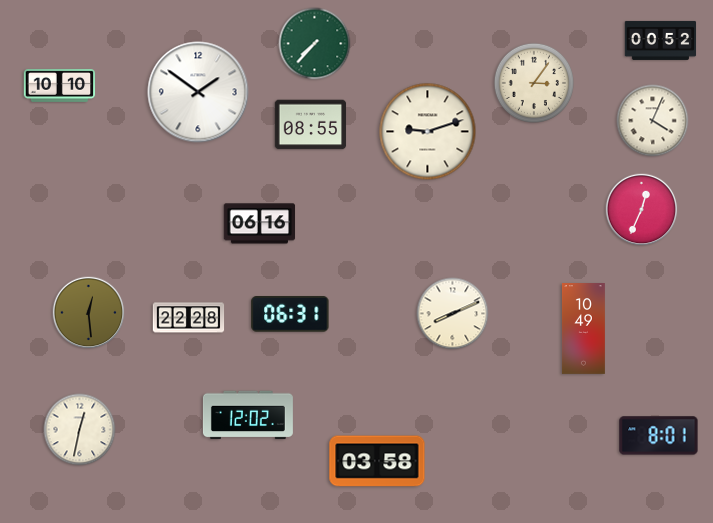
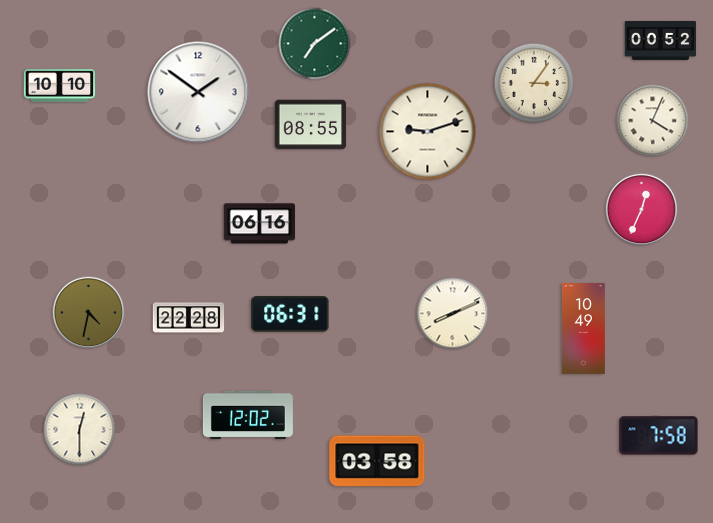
clock at (315, 44): 7:37 -> 7:09
clock at (89, 313): 12:29 -> 4:32
clock at (80, 430): 12:32 -> 12:30
clock at (659, 436): 8:01 -> 7:58
